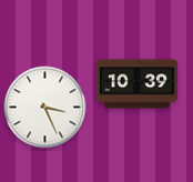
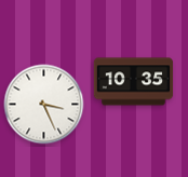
clock at (138, 84): 10:39 -> 10:35
